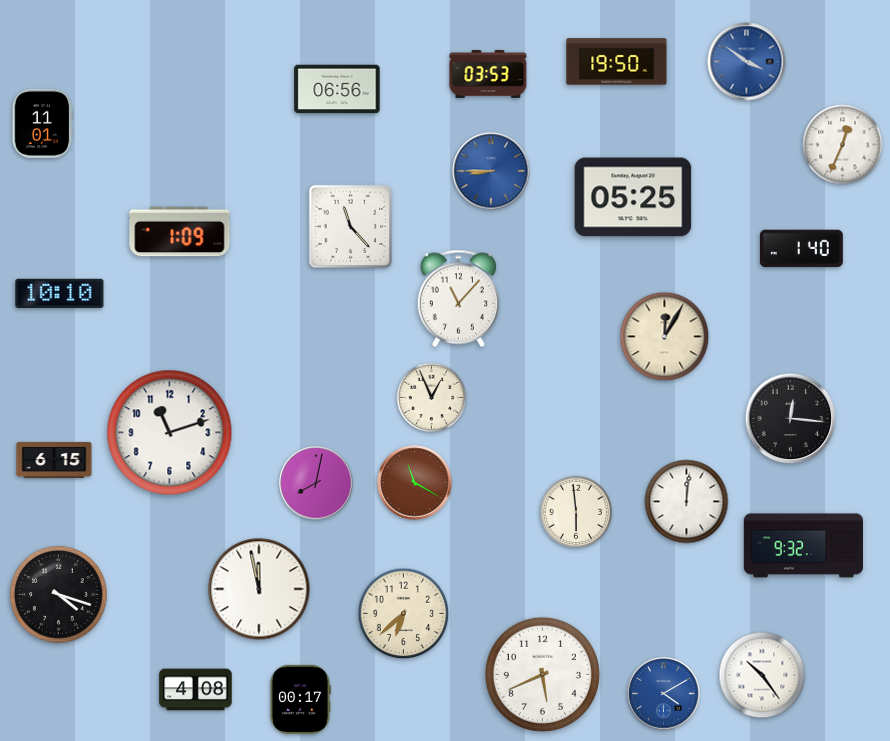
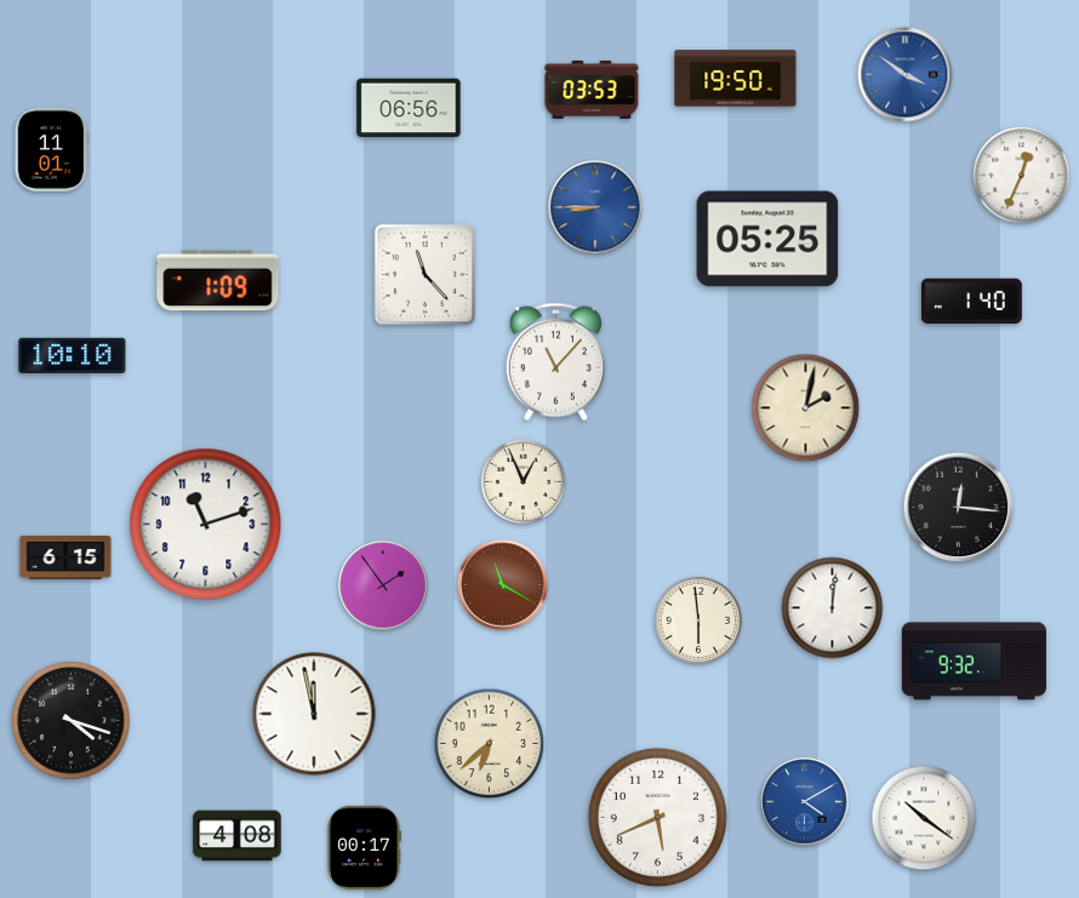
clock at (617, 62) position: (617, 62) -> (736, 79)
clock at (665, 337): 12:05 -> 2:02
clock at (316, 483): 8:02 -> 1:54
clock at (762, 675): 10:24 -> 10:21
clock at (664, 694) position: (664, 694) -> (805, 802)
